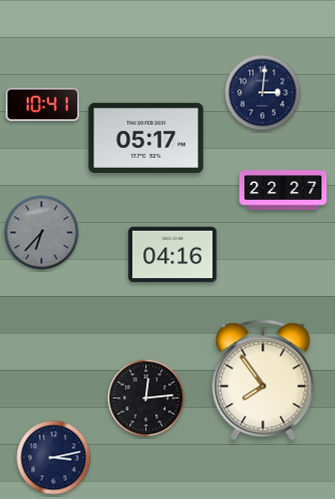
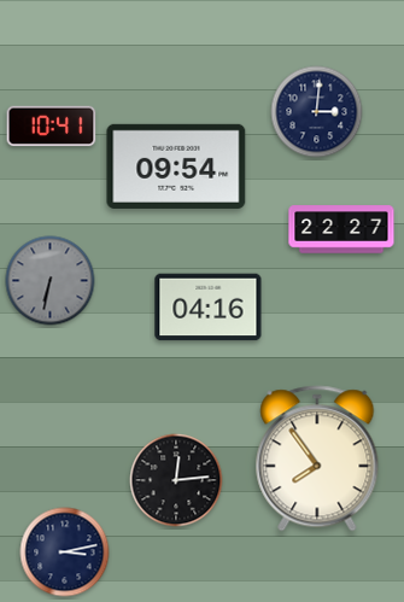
clock at (146, 138): 05:17 -> 09:54
clock at (42, 233): 6:37 -> 6:32
